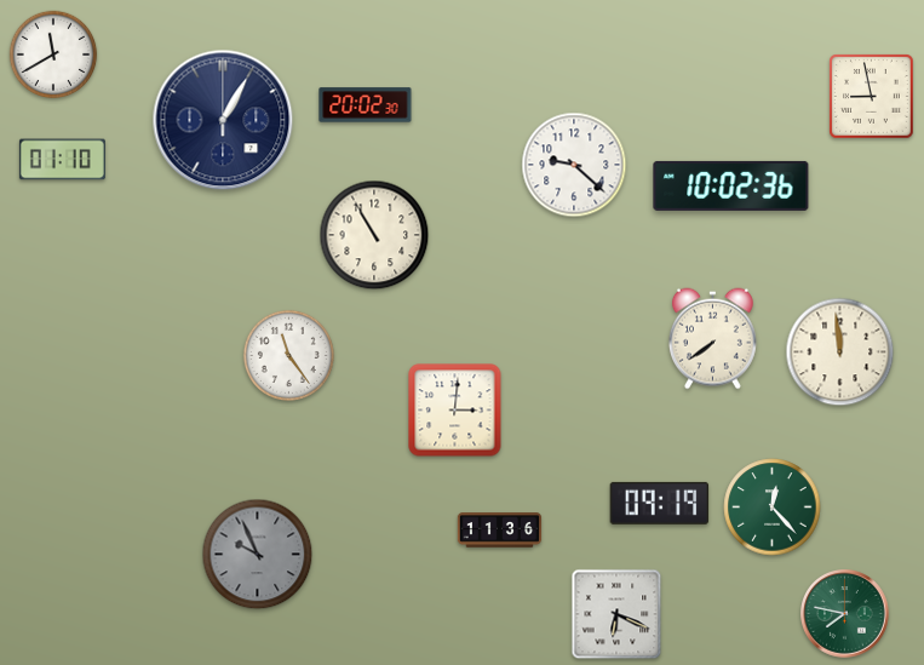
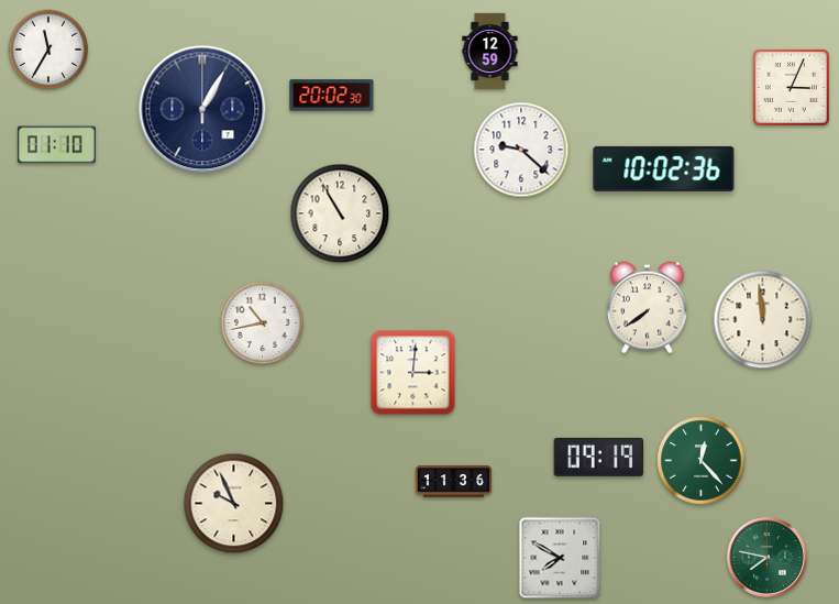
clock at (53, 55): 11:40 -> 11:35
clock at (490, 52): none -> 12:59
clock at (872, 97): 8:58 -> 3:04
clock at (288, 355): 11:24 -> 10:43
clock at (258, 555) dial: grey -> cream
clock at (616, 614): 6:19 -> 7:50
